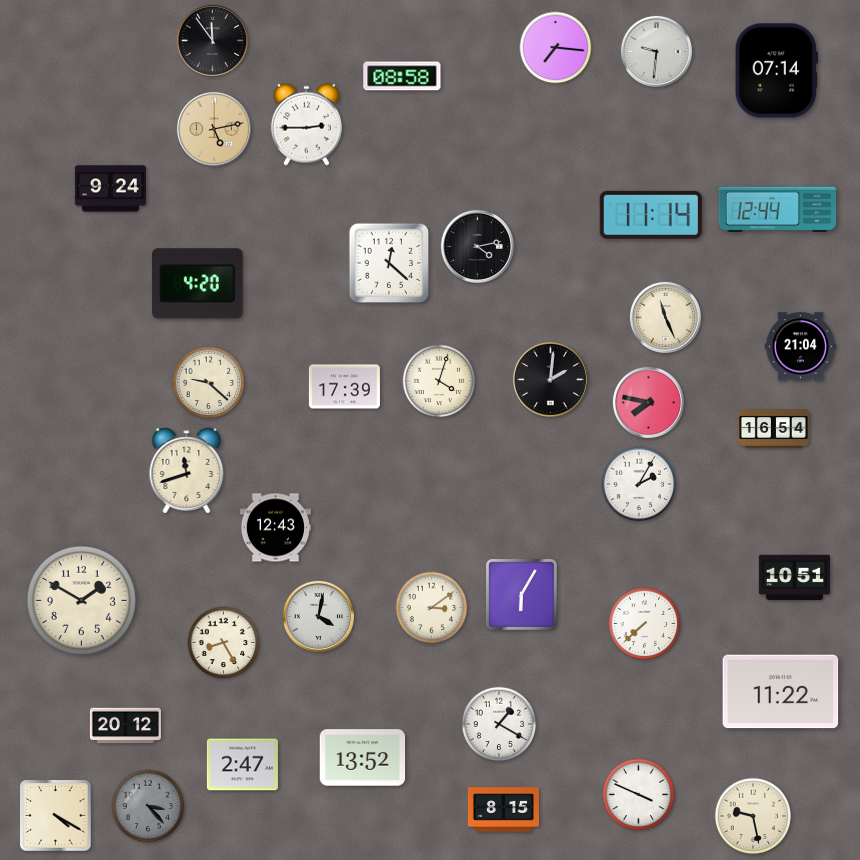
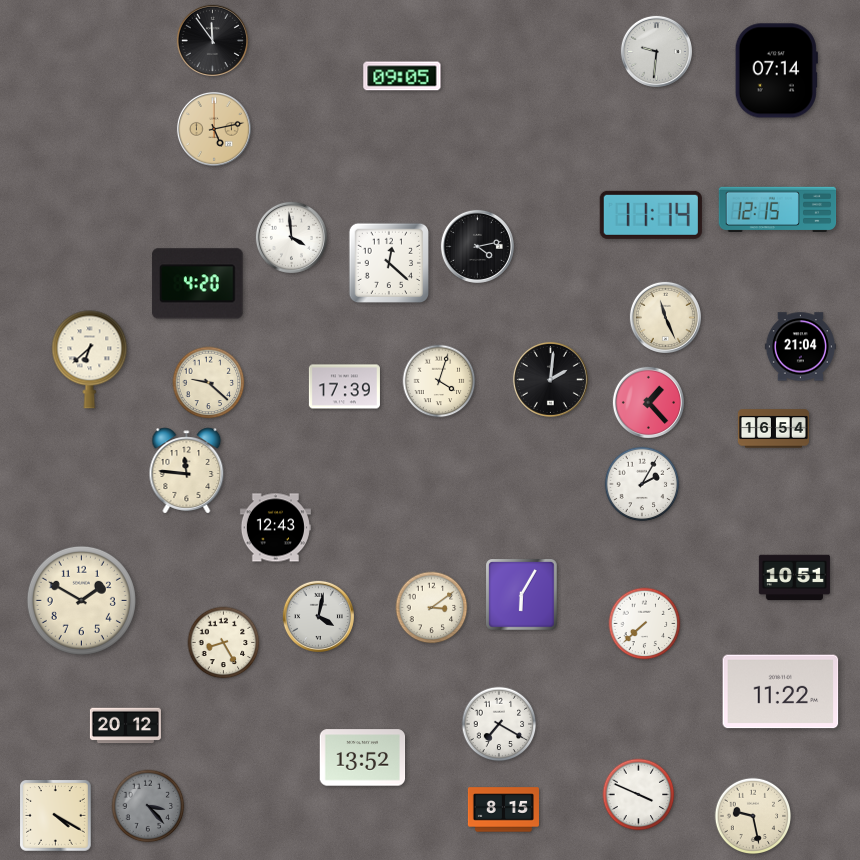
clock at (556, 48): 7:16 -> none
clock at (402, 76): 08:58 -> 09:05
clock at (306, 124): 2:45 -> none
clock at (110, 189): 9:24 -> none
clock at (778, 209): 12:44 -> 12:15
clock at (291, 237): none -> 3:59
clock at (90, 360): none -> 6:38
clock at (648, 402): 7:47 -> 1:23
clock at (187, 471): 11:42 -> 11:46
clock at (639, 484) position: (639, 484) -> (642, 484)
clock at (499, 724): 1:20 -> 7:20
clock at (242, 765): 2:47 -> none
